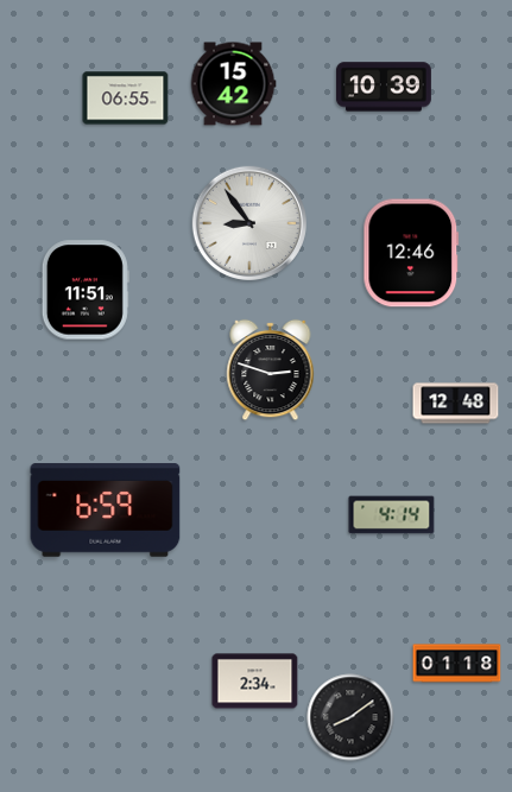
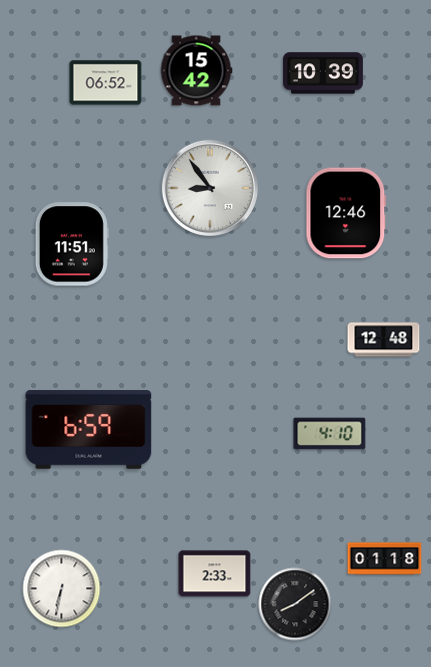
clock at (126, 99): 06:55 -> 06:52
clock at (271, 370): 2:48 -> none
clock at (392, 515): 4:14 -> 4:10
clock at (255, 682): 2:34 -> 2:33
clock at (62, 589): none -> 6:32
